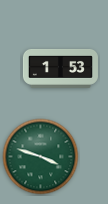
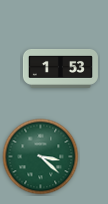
clock at (41, 157): 3:48 -> 3:22
